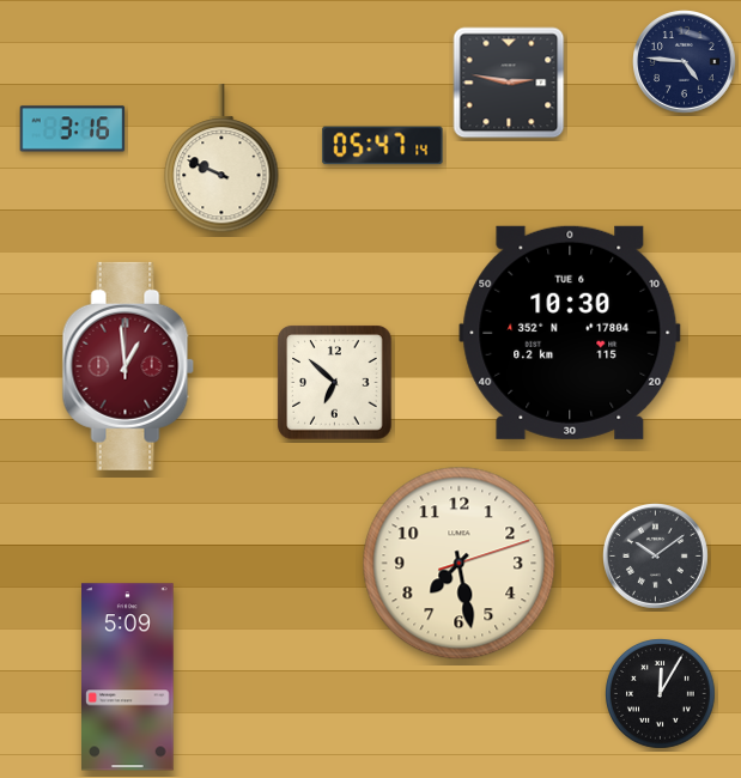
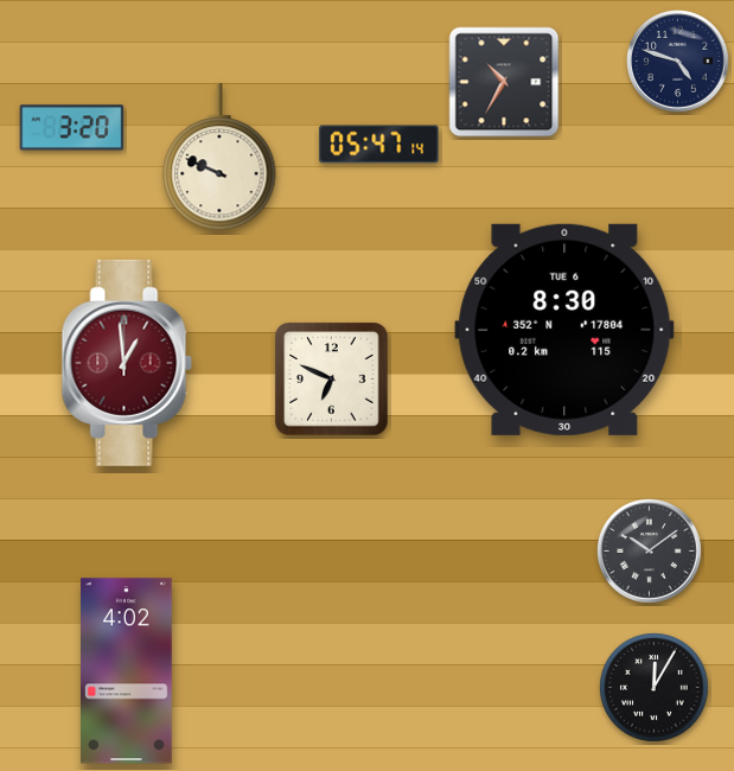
clock at (685, 62): 4:46 -> 4:48
clock at (509, 83): 2:47 -> 10:35
clock at (73, 129): 3:16 -> 3:20
clock at (570, 333): 10:30 -> 8:30
clock at (335, 383): 6:52 -> 6:49
clock at (460, 564): 7:28 -> none
clock at (128, 677): 5:09 -> 4:02
